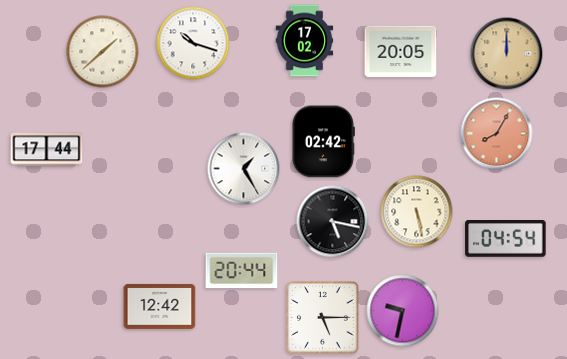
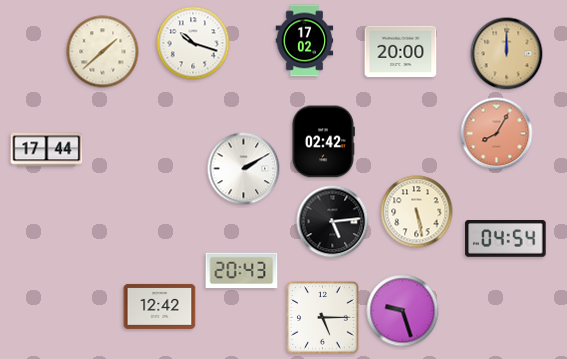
clock at (401, 52): 20:05 -> 20:00
clock at (244, 169): 1:25 -> 2:10
clock at (333, 222): 5:17 -> 5:14
clock at (242, 271): 20:44 -> 20:43
clock at (403, 311): 9:32 -> 9:27
